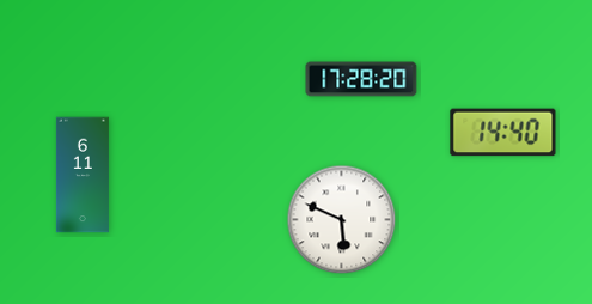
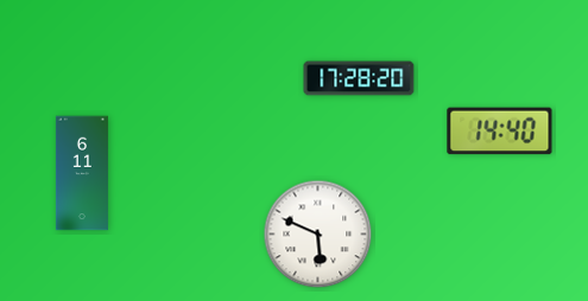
clock at (342, 220) position: (342, 220) -> (318, 235)
